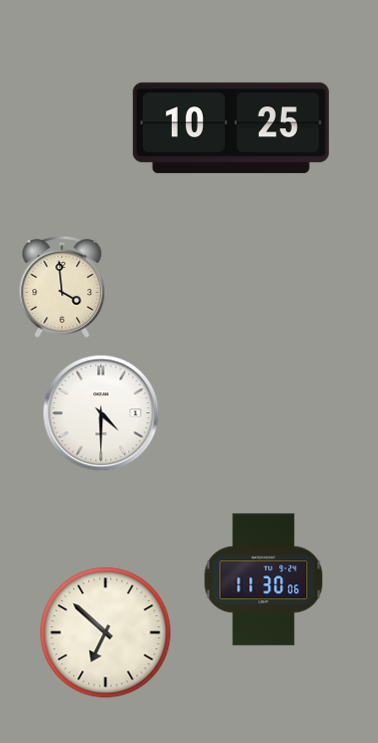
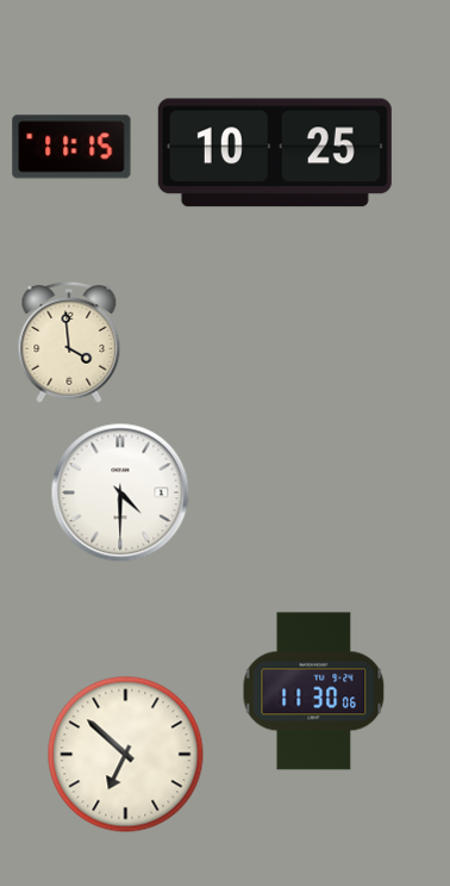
clock at (71, 147): none -> 11:15
clock at (62, 287) position: (62, 287) -> (69, 342)
